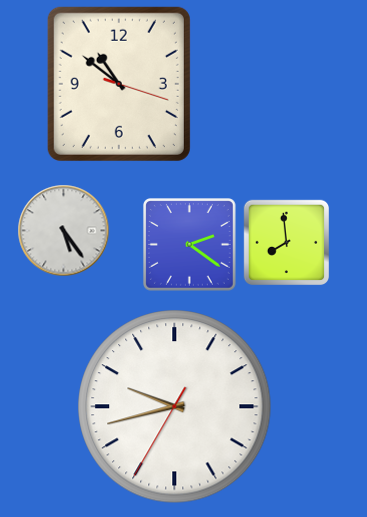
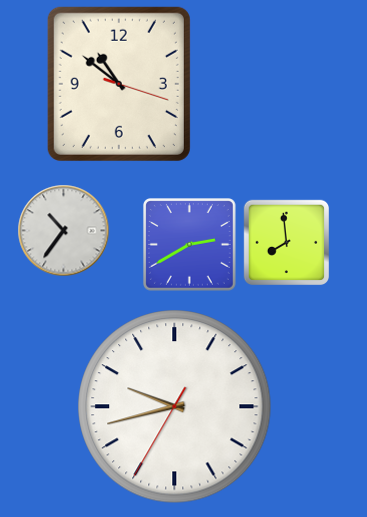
clock at (64, 231): 5:24 -> 10:36
clock at (190, 245): 2:21 -> 2:40
